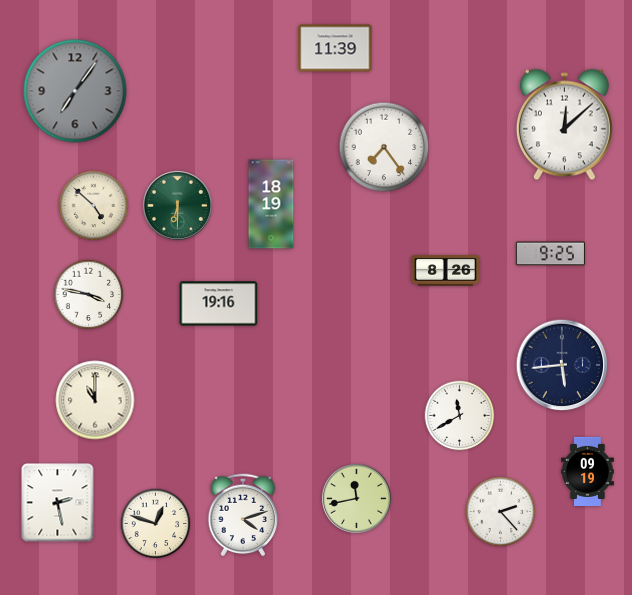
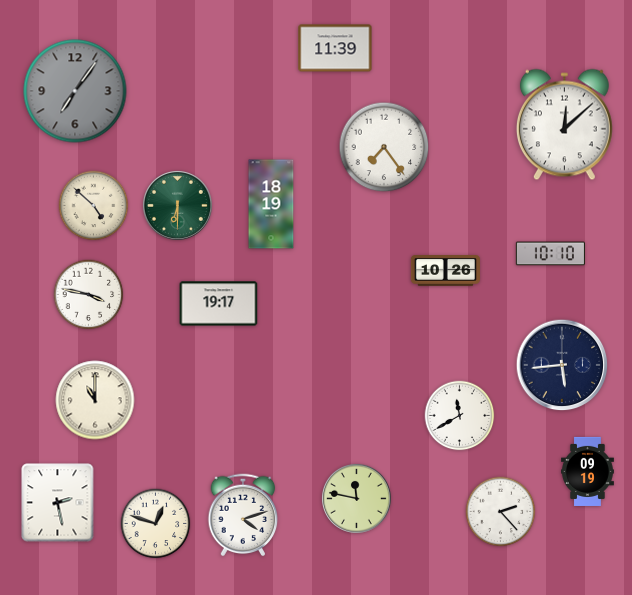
clock at (550, 254): 9:25 -> 10:10
clock at (445, 271): 8:26 -> 10:26
clock at (219, 304): 19:16 -> 19:17
clock at (356, 498): 11:43 -> 11:47
